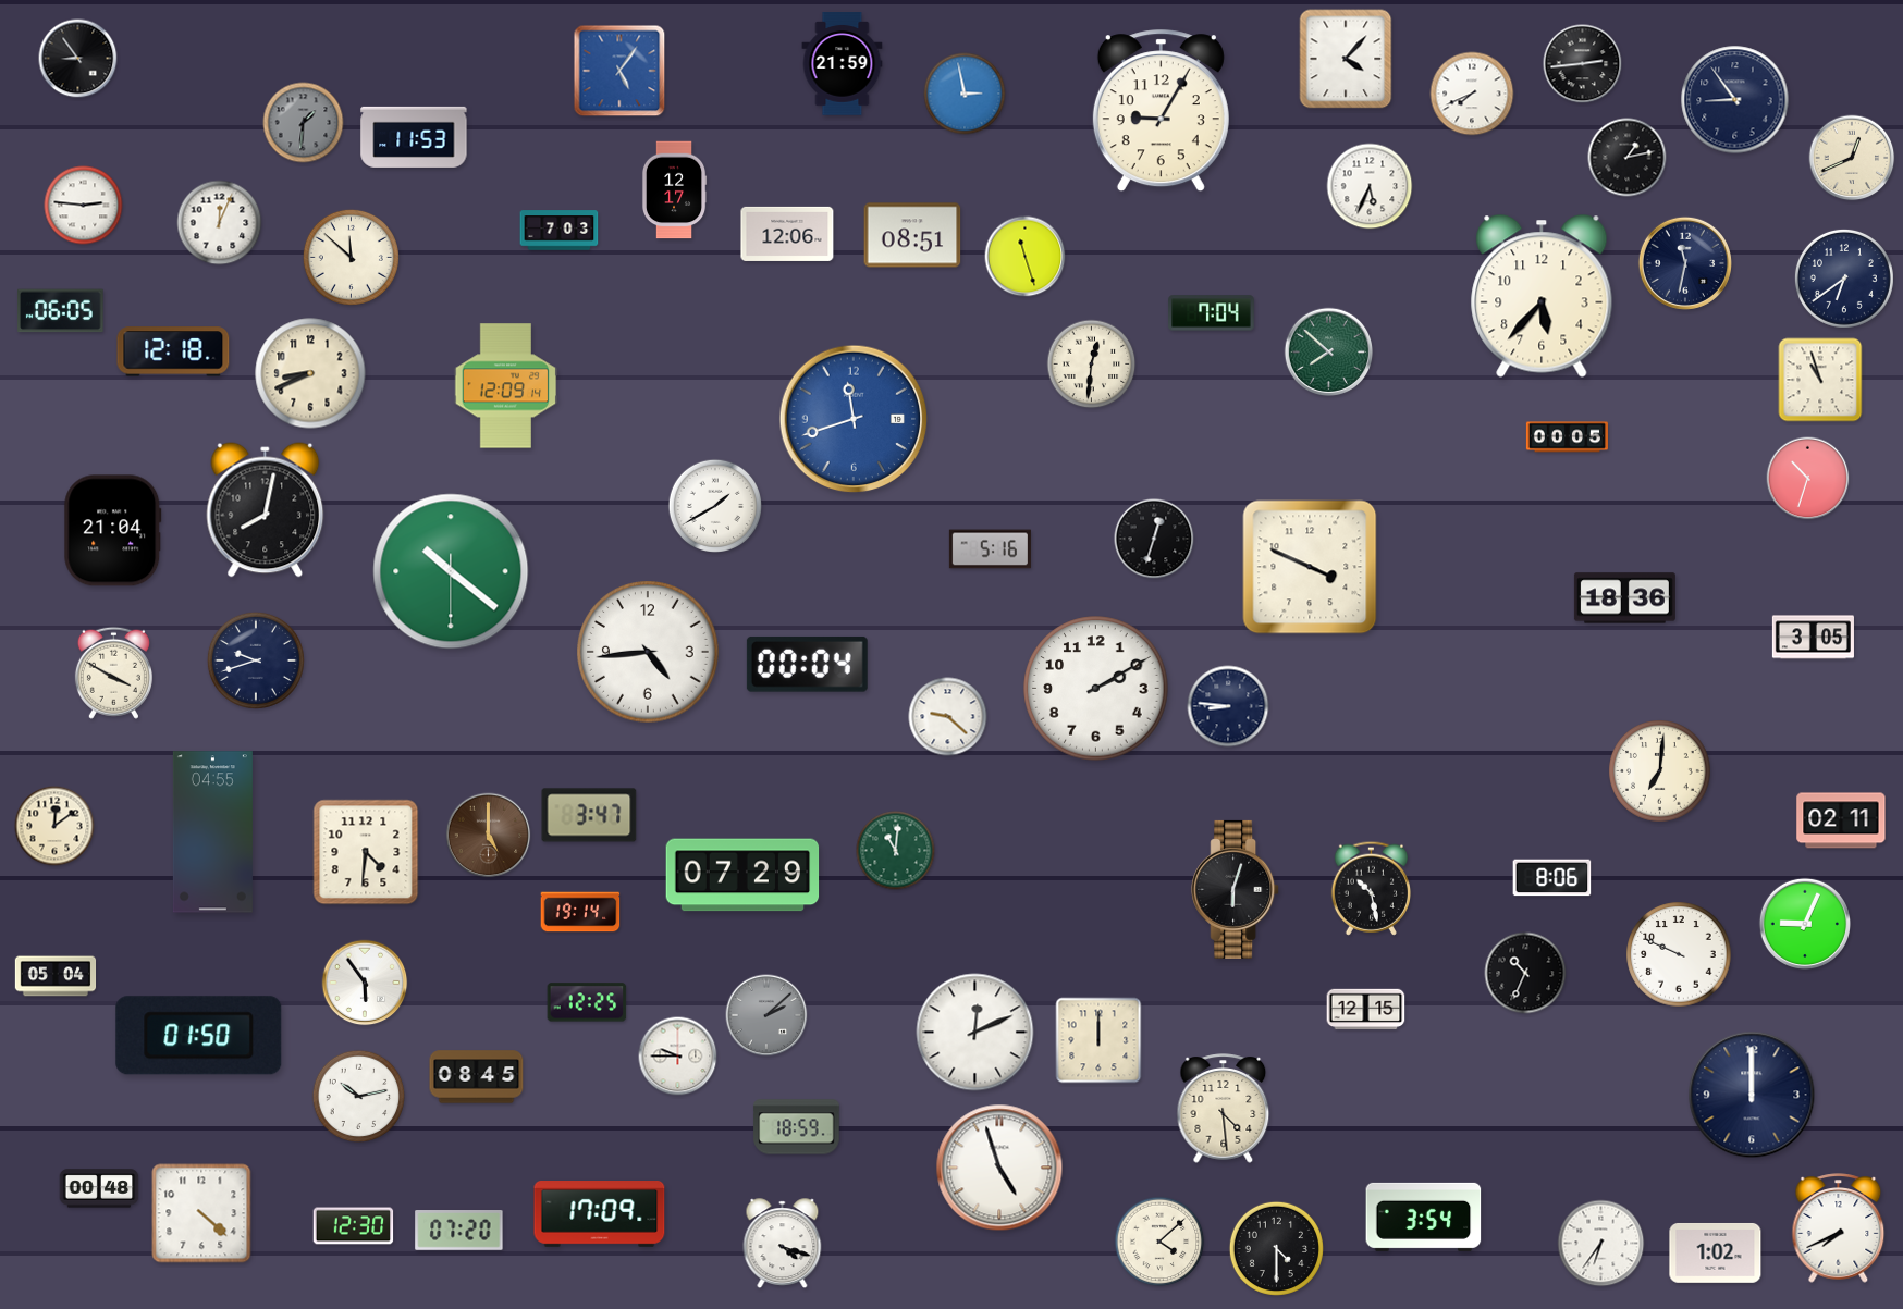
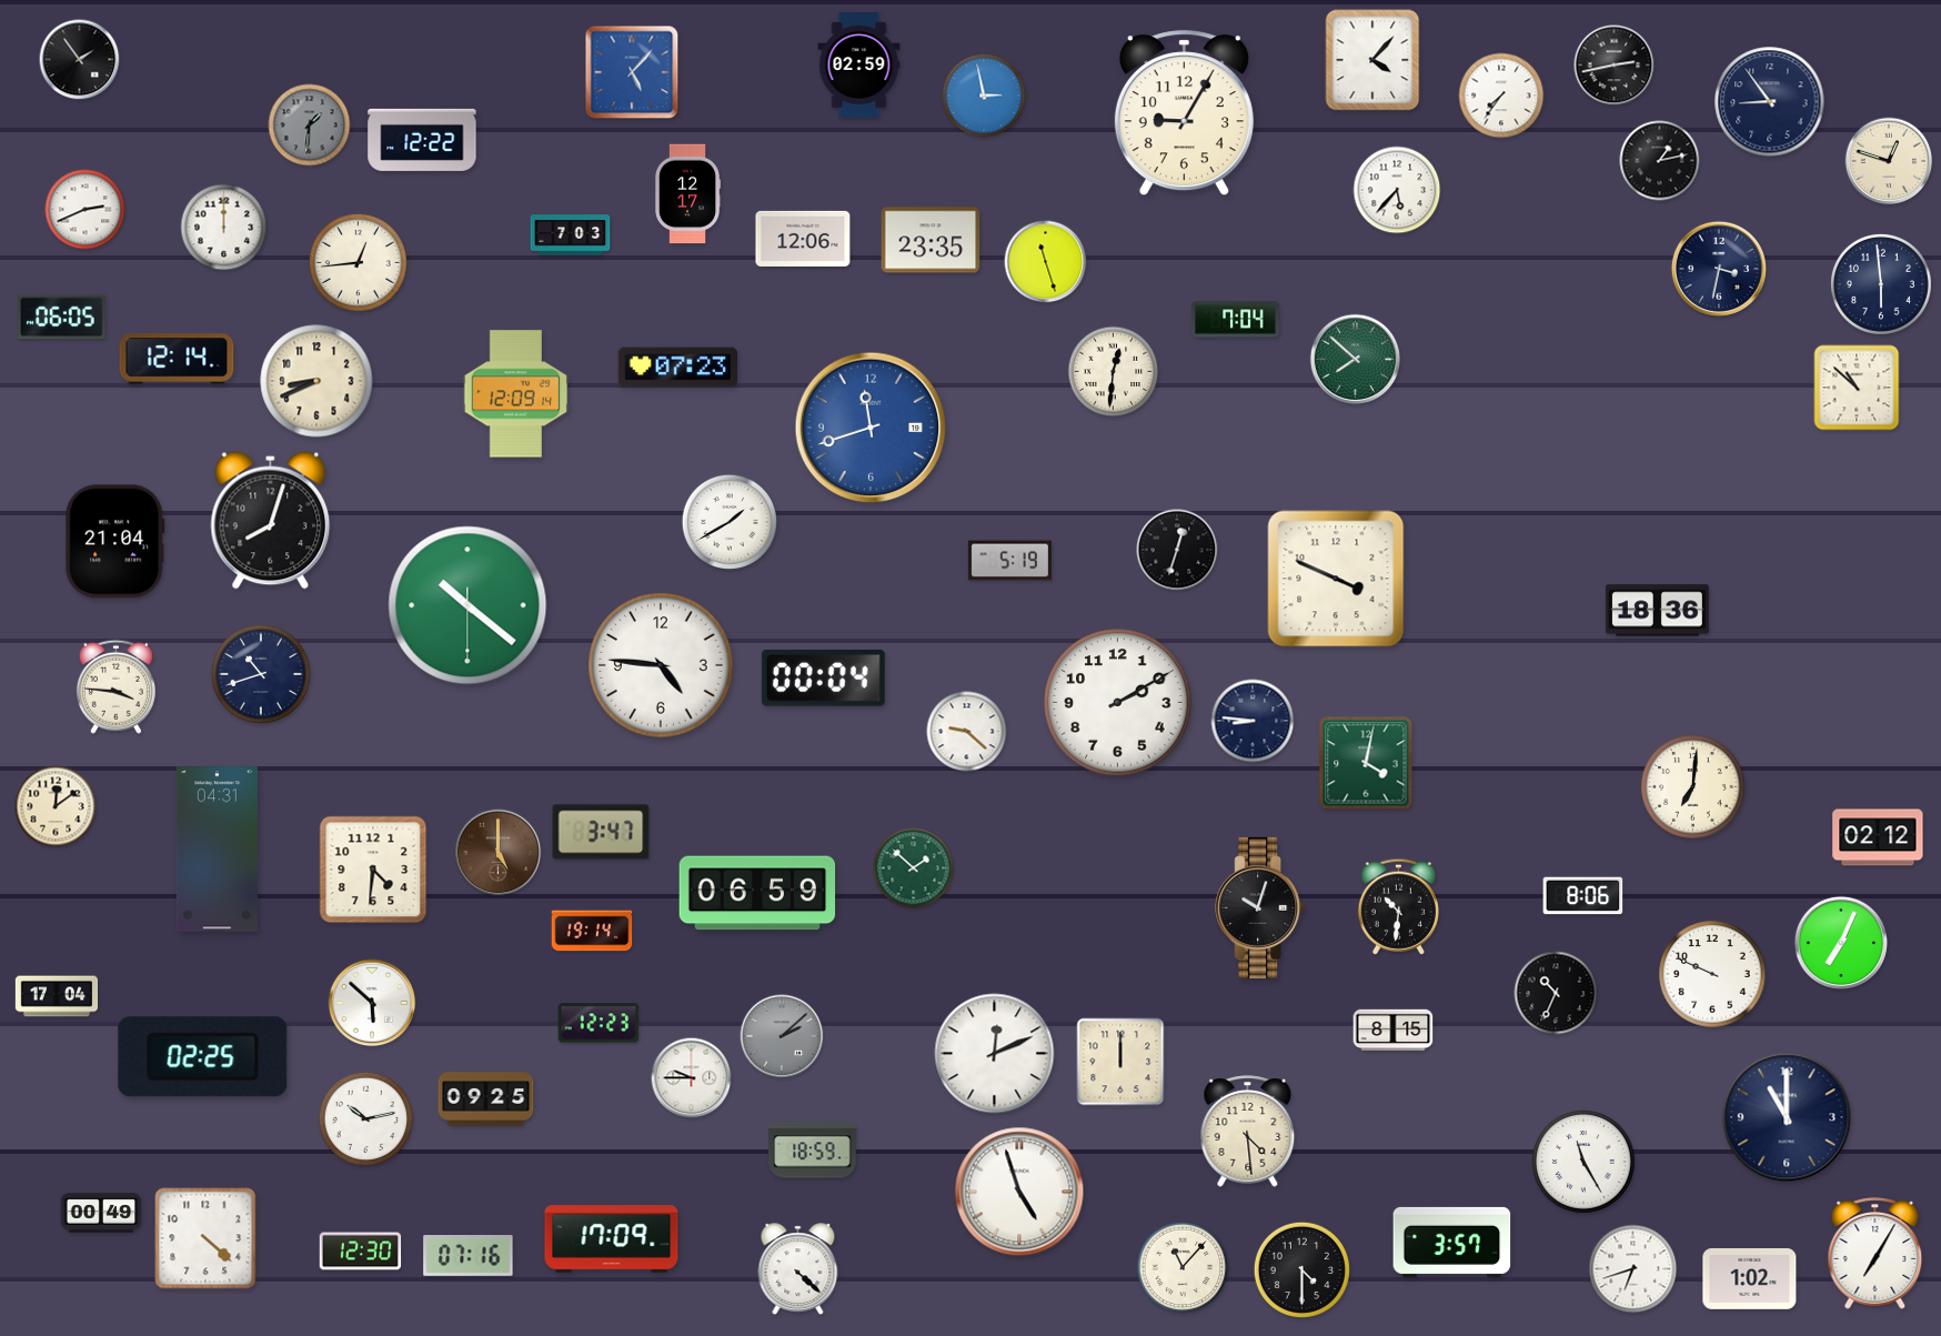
clock at (78, 59): 8:54 -> 1:54
clock at (843, 64): 21:59 -> 02:59
clock at (1583, 64): 2:44 -> 2:43
clock at (619, 71): 5:06 -> 5:07
clock at (1472, 94): 7:41 -> 7:36
clock at (414, 137): 11:53 -> 12:22
clock at (1852, 158): 12:41 -> 12:48
clock at (1370, 186): 5:34 -> 5:37
clock at (84, 206): 2:46 -> 2:41
clock at (220, 223): 12:04 -> 12:00
clock at (912, 235): 08:51 -> 23:35
clock at (351, 257): 11:52 -> 12:44
clock at (1685, 263): 11:32 -> 3:32
clock at (1844, 279): 6:39 -> 5:59
clock at (1542, 296): 5:37 -> none
clock at (173, 351): 12:18 -> 12:14
clock at (677, 368): none -> 07:23
clock at (1820, 380): 10:57 -> 10:52
clock at (1567, 437): 00:05 -> none
clock at (1808, 479): 10:33 -> none
clock at (714, 505) position: (714, 505) -> (728, 521)
clock at (266, 510): 8:02 -> 8:03
clock at (990, 549): 5:16 -> 5:19
clock at (451, 571) position: (451, 571) -> (467, 605)
clock at (1813, 638): 3:05 -> none
clock at (649, 653): 4:44 -> 4:46
clock at (256, 660): 9:42 -> 10:42
clock at (113, 672): 3:50 -> 3:46
clock at (1366, 763): none -> 4:02
clock at (1841, 820): 02:11 -> 02:12
clock at (54, 826) position: (54, 826) -> (56, 806)
clock at (212, 832): 04:55 -> 04:31
clock at (896, 851): 11:01 -> 1:52
clock at (742, 875): 07:29 -> 06:59
clock at (1371, 888): 10:28 -> 10:31
clock at (1236, 889): 6:03 -> 10:03
clock at (1804, 923): 9:04 -> 7:04
clock at (56, 976): 05:04 -> 17:04
clock at (365, 983): 5:54 -> 5:52
clock at (587, 1002): 12:25 -> 12:23
clock at (1366, 1010): 12:15 -> 8:15
clock at (199, 1036): 01:50 -> 02:25
clock at (477, 1077): 08:45 -> 09:25
clock at (1752, 1095): 12:00 -> 11:00
clock at (1585, 1163): none -> 11:25
clock at (99, 1188): 00:48 -> 00:49
clock at (1424, 1217): 3:54 -> 3:57
clock at (1839, 1228): 7:41 -> 7:05
clock at (459, 1231): 07:20 -> 07:16
clock at (1159, 1242): 4:08 -> 11:07
clock at (783, 1243): 4:18 -> 4:22
clock at (1601, 1244): 6:36 -> 6:42
clock at (1276, 1248) position: (1276, 1248) -> (1301, 1269)
